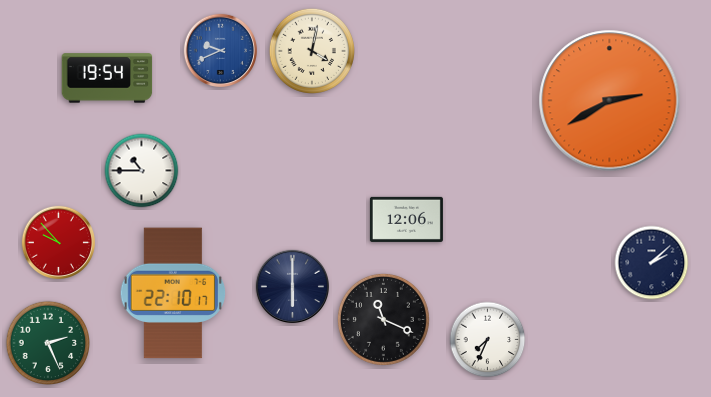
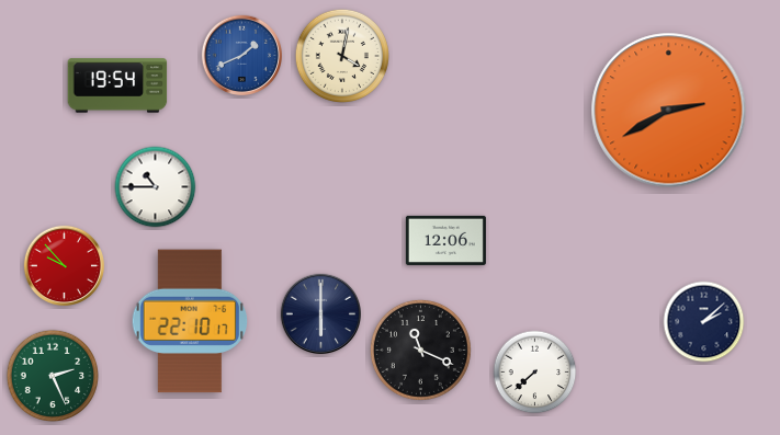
clock at (220, 50): 9:41 -> 1:41
clock at (652, 263) position: (652, 263) -> (704, 322)
clock at (488, 340): 7:34 -> 7:38
